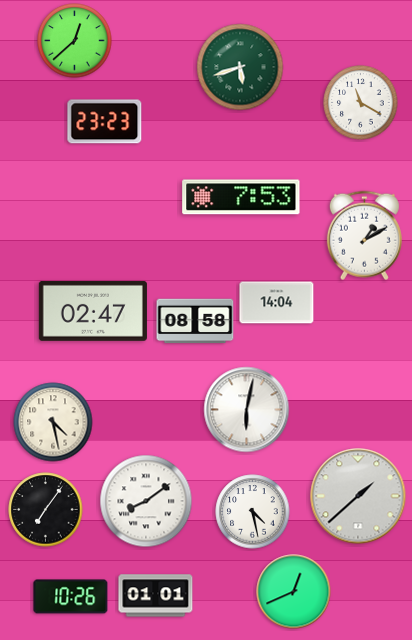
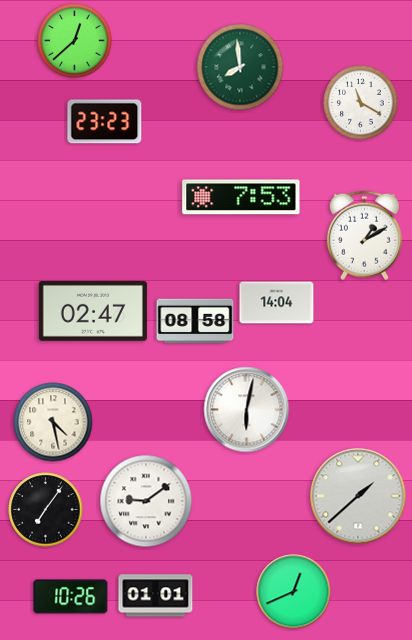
clock at (240, 67): 5:42 -> 7:59
clock at (146, 501): 8:09 -> 9:09
clock at (253, 512): 4:28 -> none
